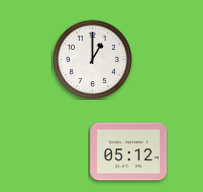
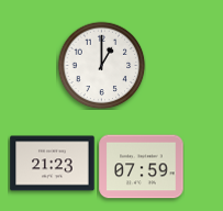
clock at (53, 164): none -> 21:23
clock at (129, 152): 05:12 -> 07:59
